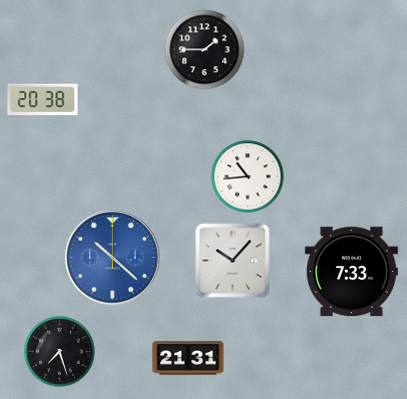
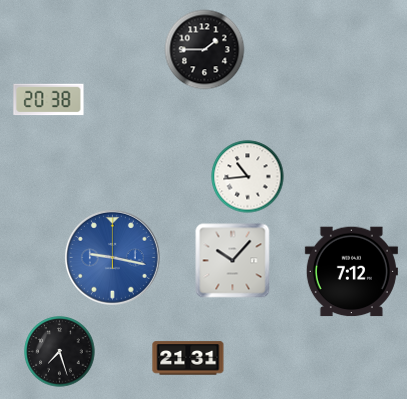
clock at (43, 100) position: (43, 100) -> (49, 100)
clock at (112, 257): 10:22 -> 9:17
clock at (351, 272): 7:33 -> 7:12
